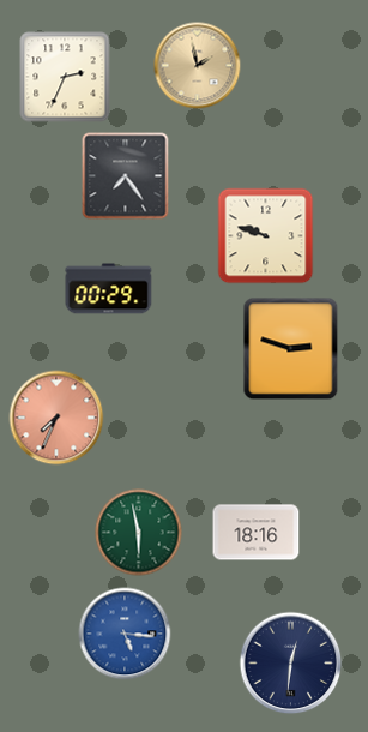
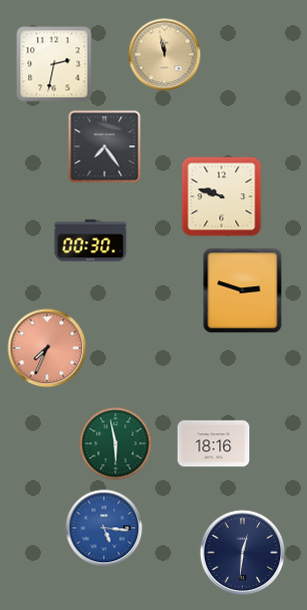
clock at (198, 66): 1:58 -> 11:58
clock at (65, 77): 2:34 -> 2:32
clock at (109, 289): 00:29 -> 00:30
